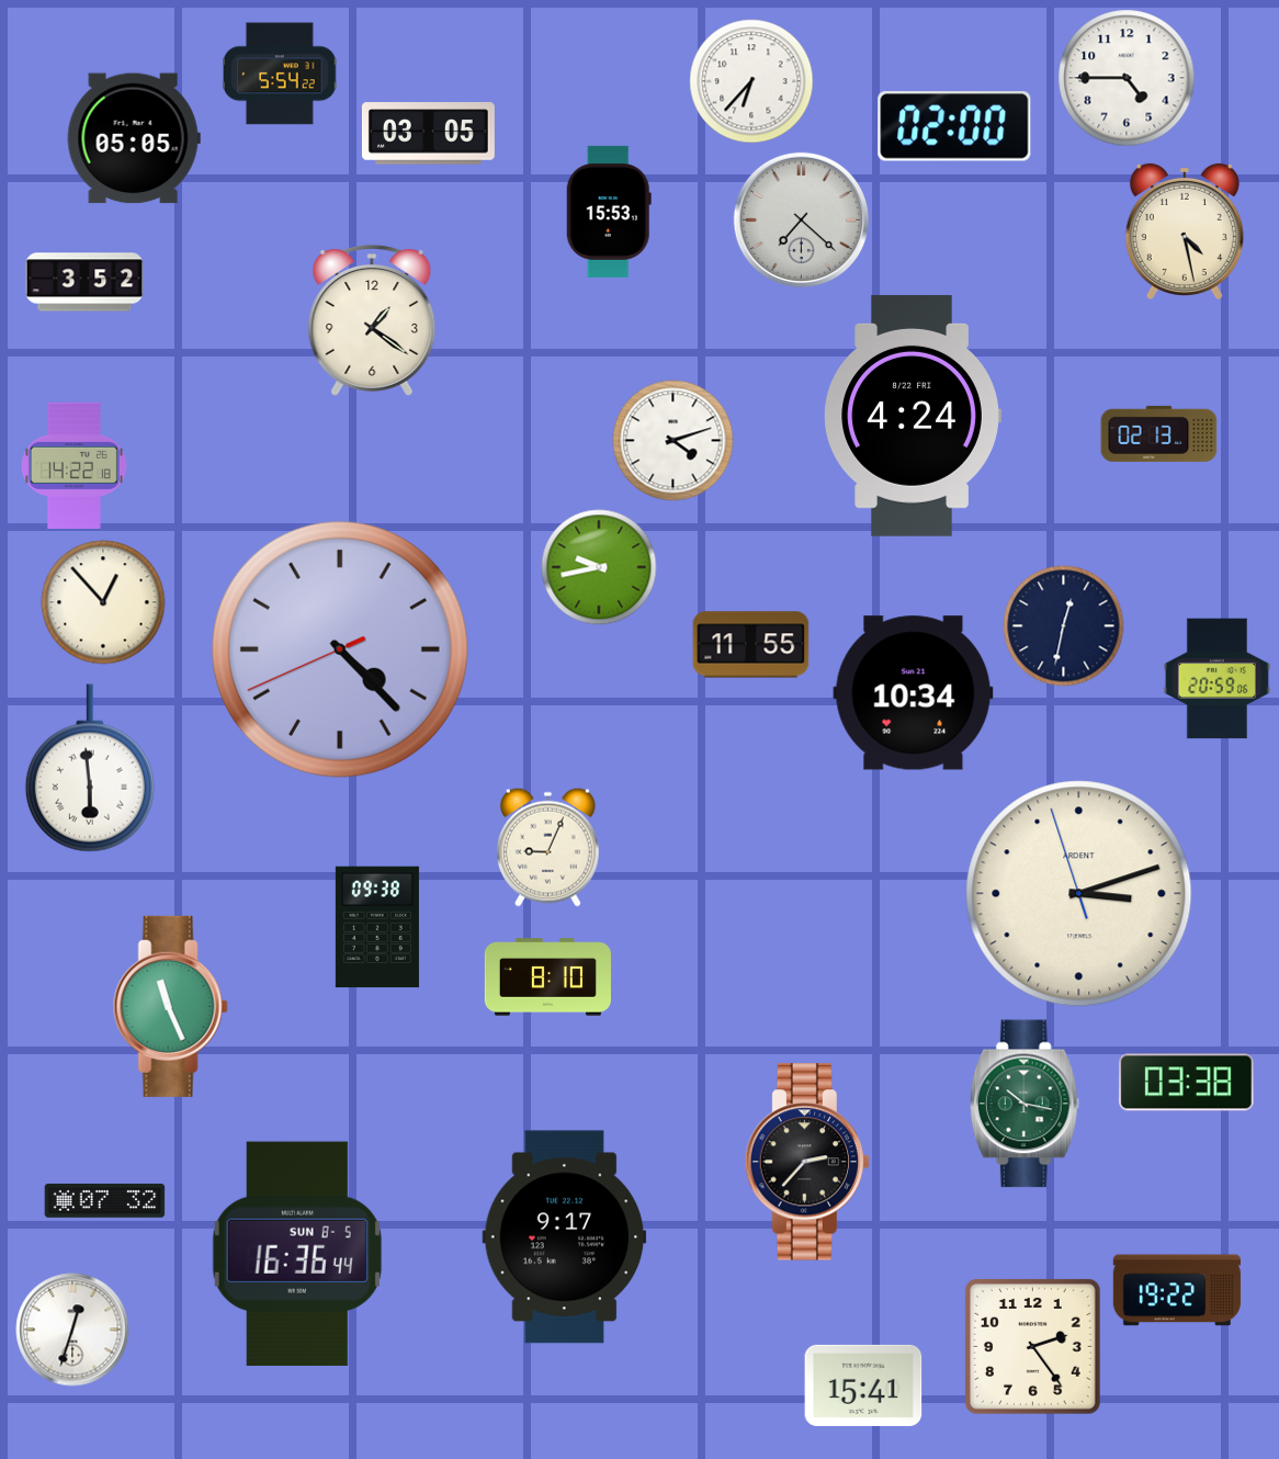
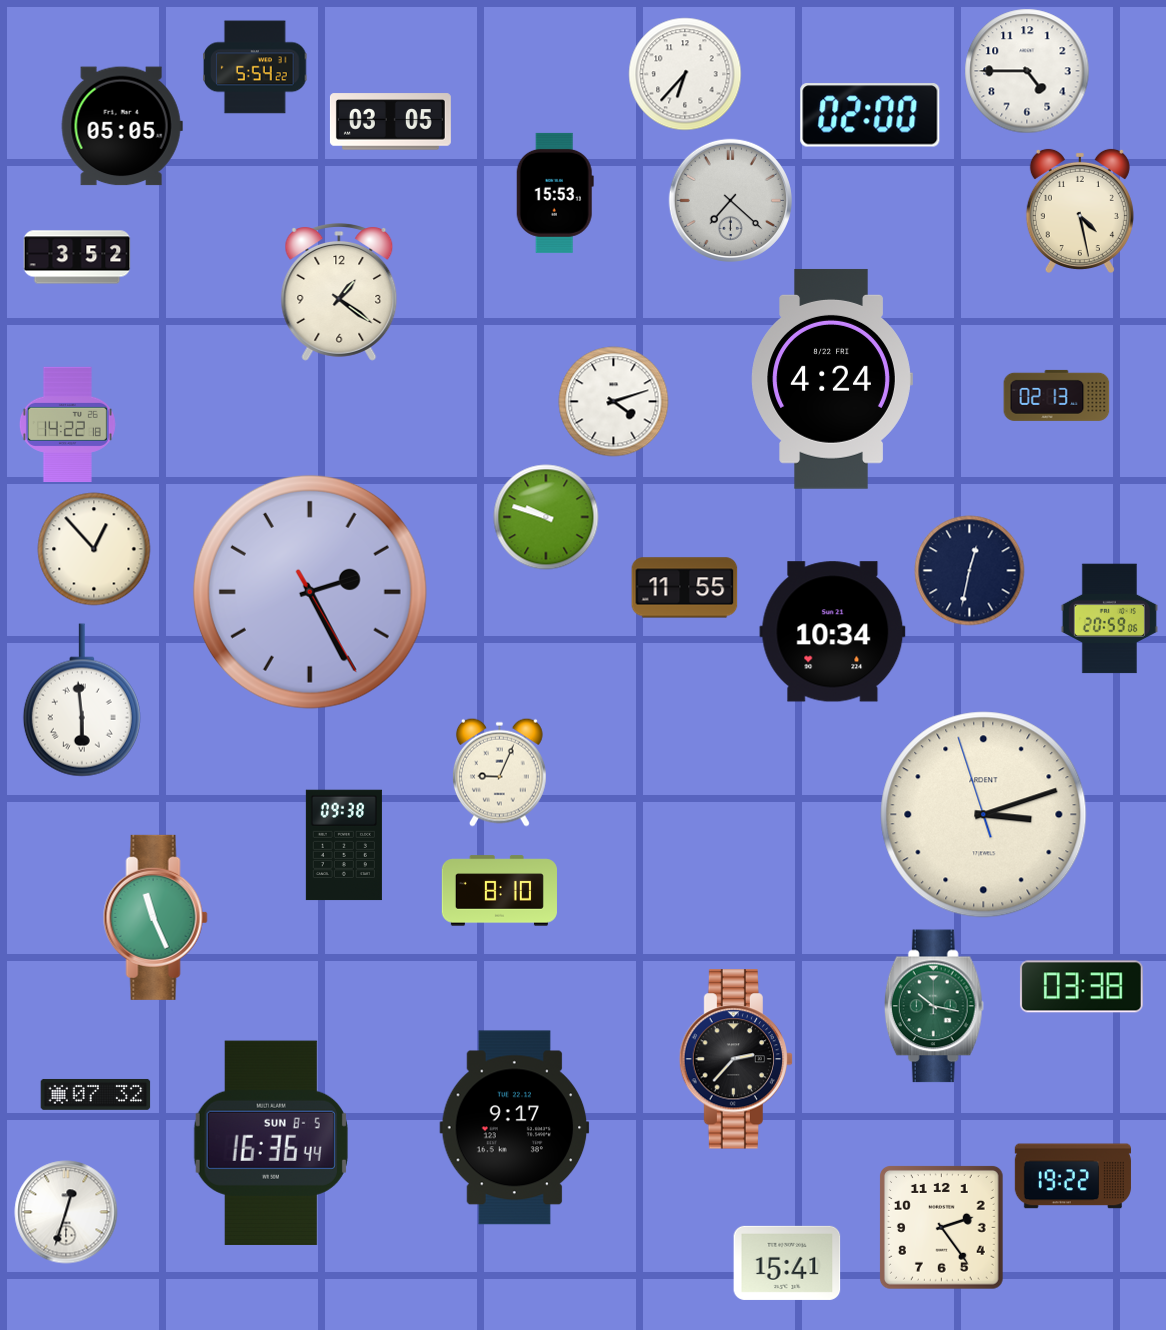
clock at (599, 567): 9:43 -> 9:48
clock at (340, 649): 4:22 -> 2:25
